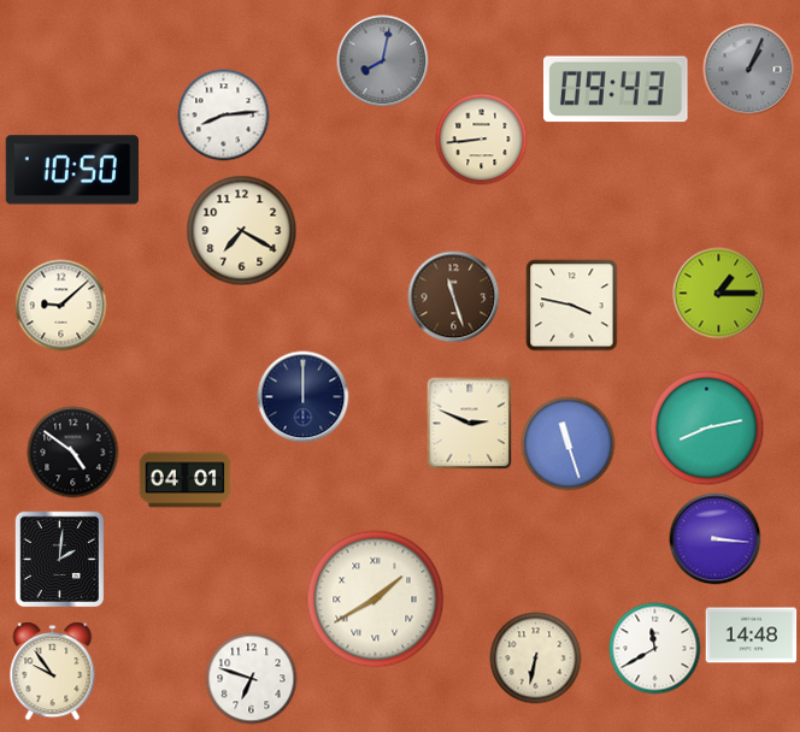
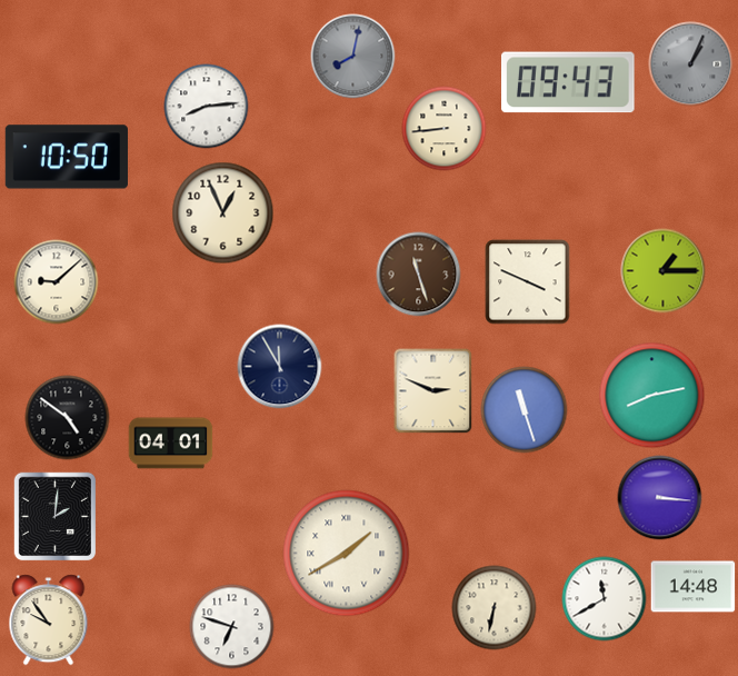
clock at (242, 231): 7:20 -> 12:56
clock at (572, 306): 3:47 -> 3:49
clock at (304, 397): 12:00 -> 11:55
